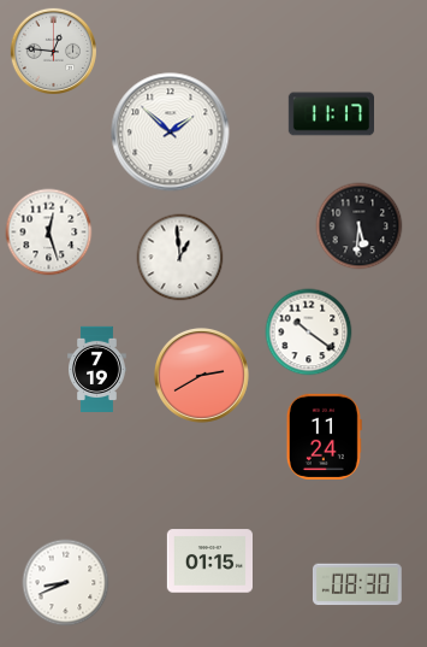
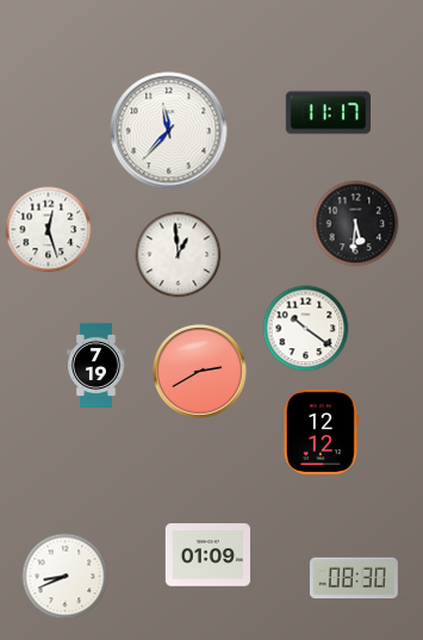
clock at (53, 51): 12:46 -> none
clock at (171, 133): 1:52 -> 11:37
clock at (324, 436): 11:24 -> 12:12
clock at (209, 561): 01:15 -> 01:09
